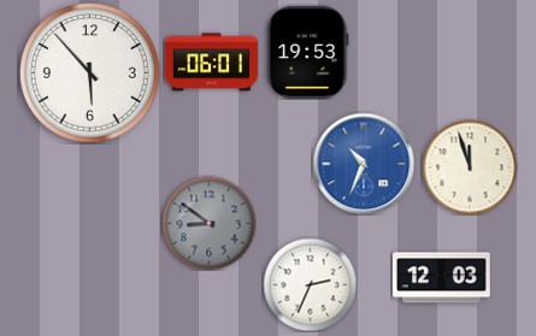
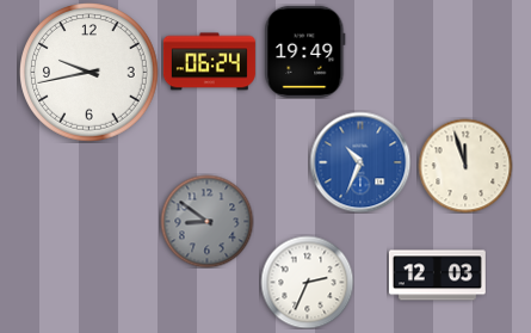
clock at (308, 52): 19:53 -> 19:49
clock at (211, 63): 06:01 -> 06:24
clock at (90, 73): 5:53 -> 9:43
